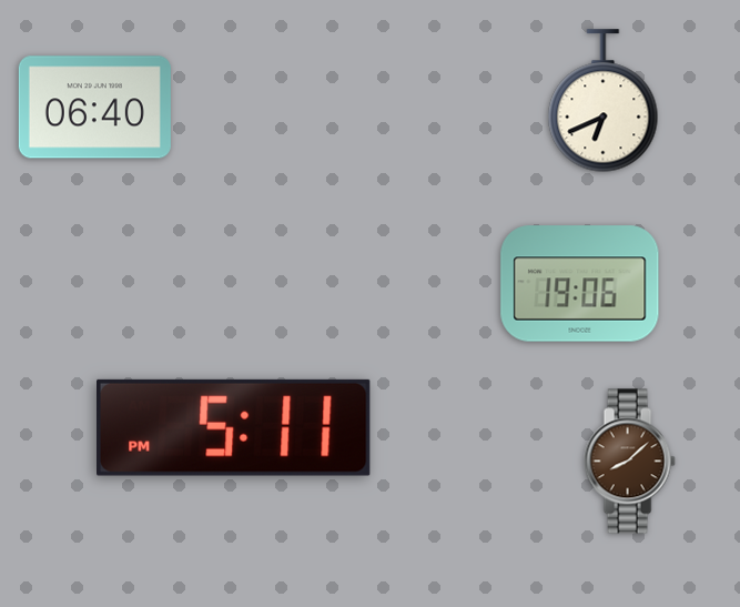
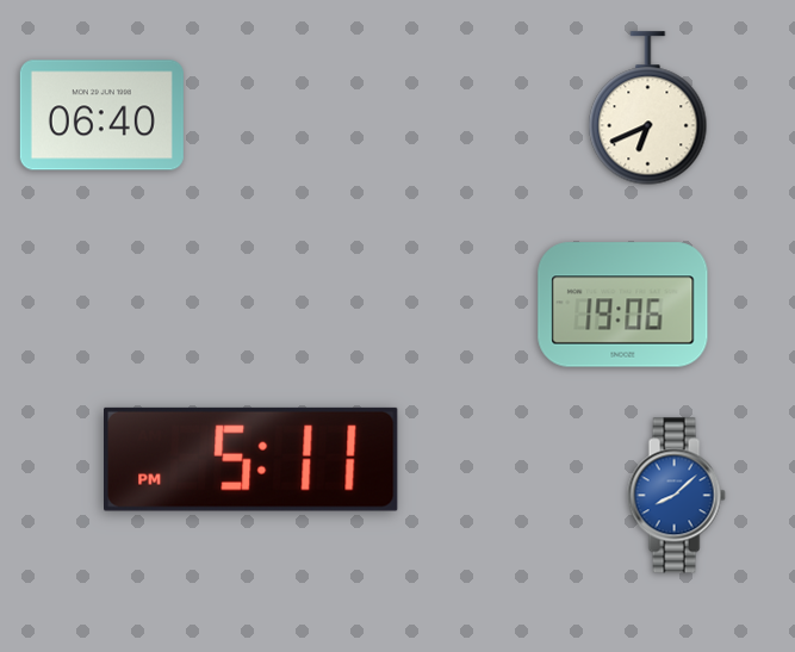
clock at (629, 462) dial: brown -> blue
